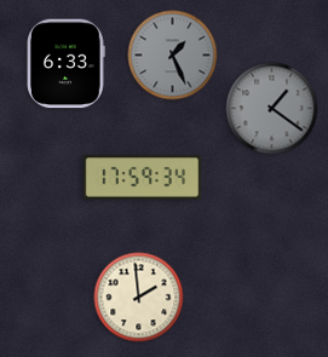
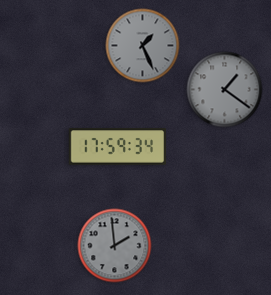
clock at (67, 64): 6:33 -> none
clock at (139, 298) dial: cream -> grey
